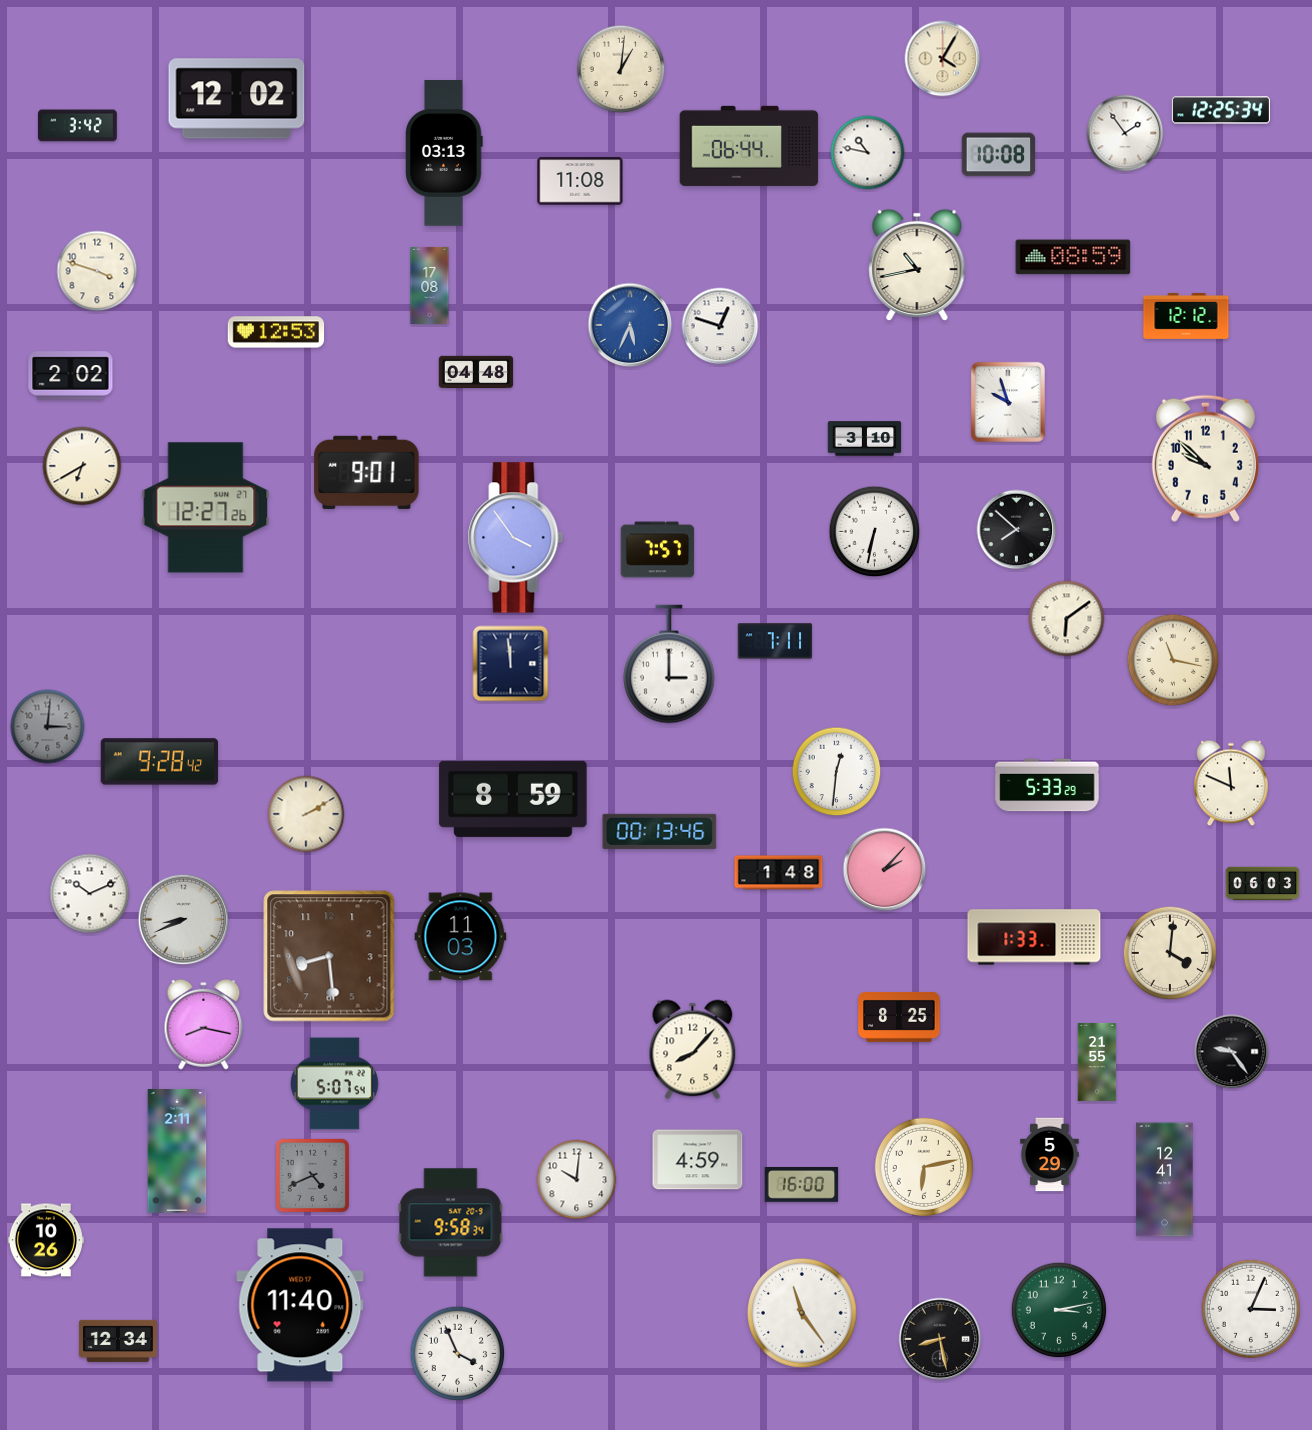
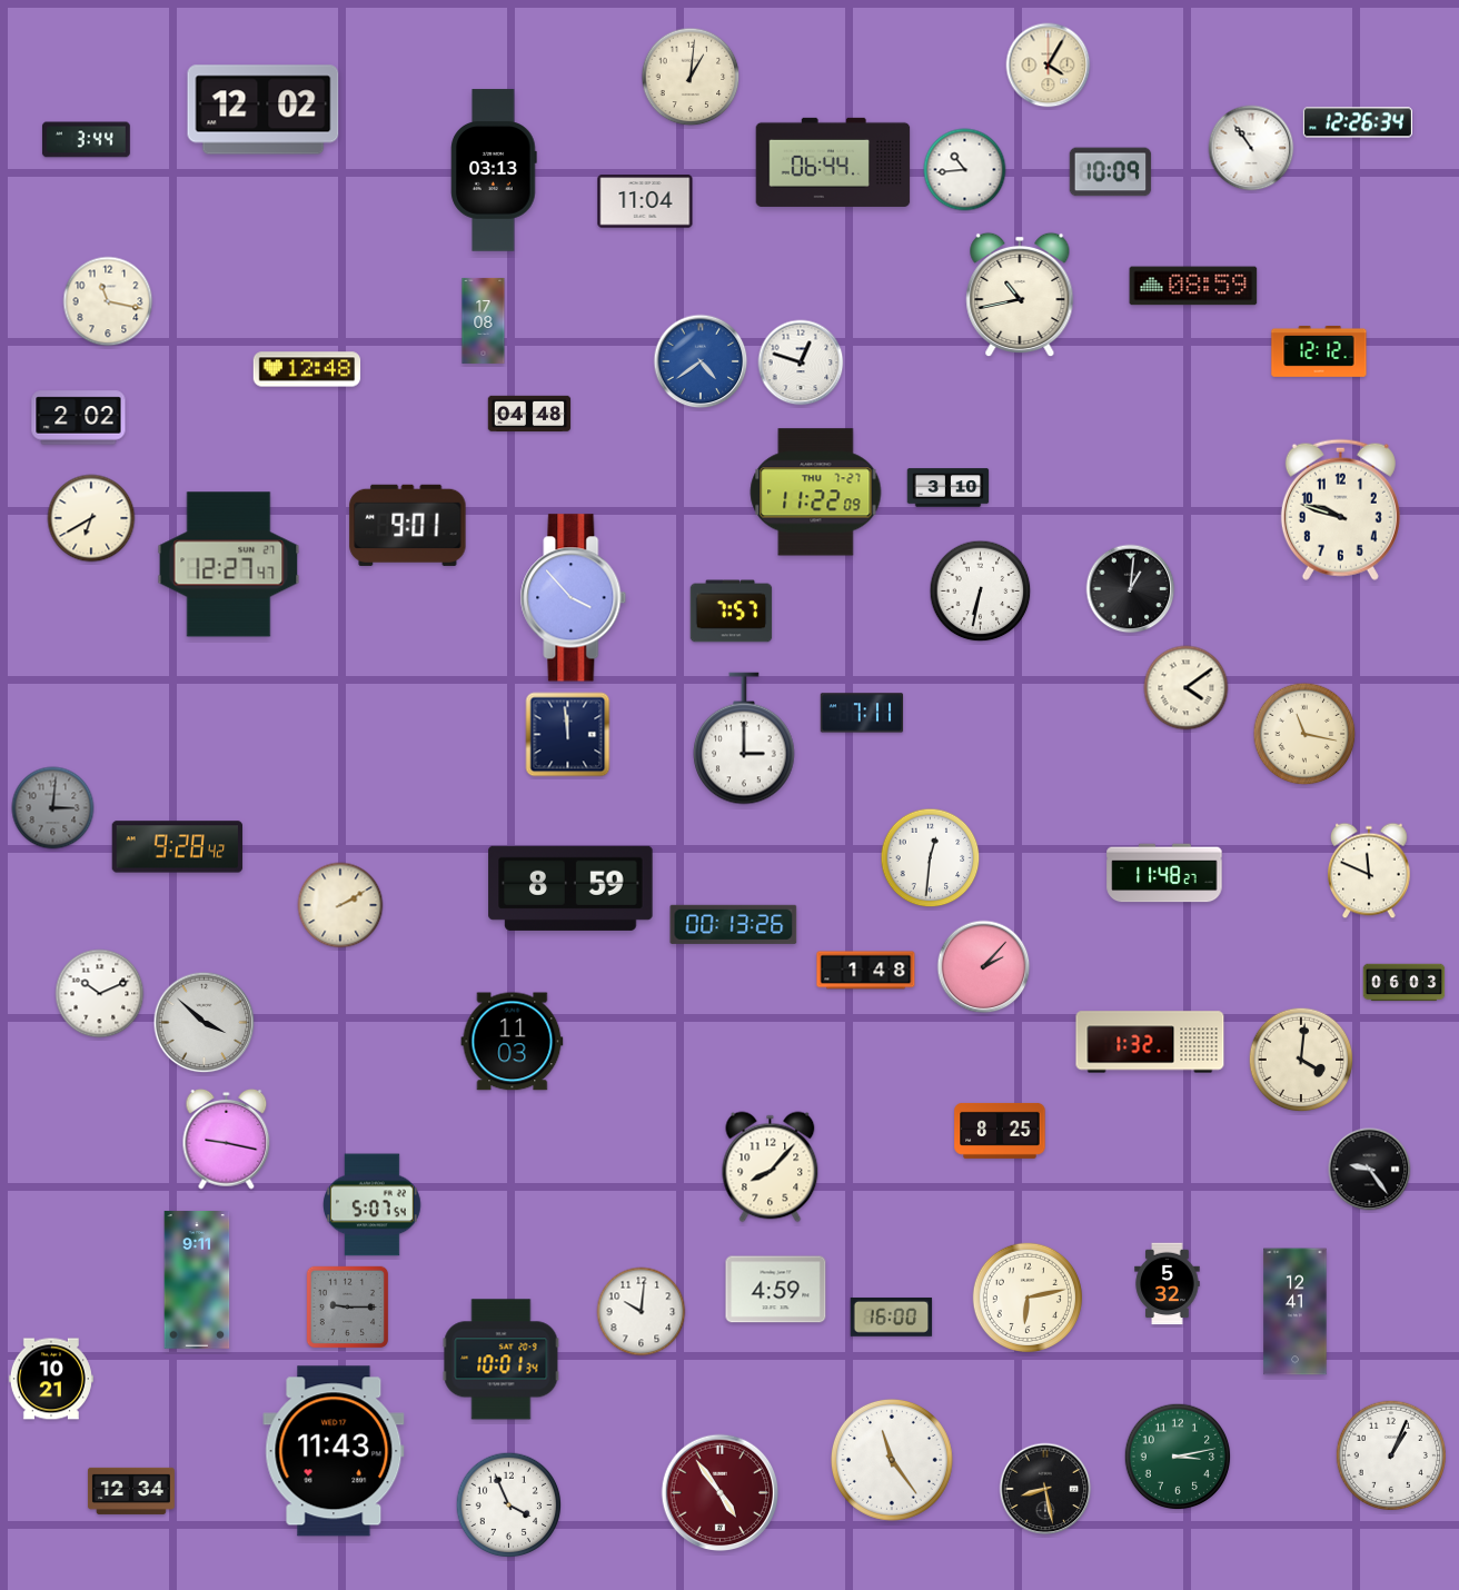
clock at (1221, 110): 12:25 -> 12:26
clock at (77, 126): 3:42 -> 3:44
clock at (1125, 133): 1:54 -> 10:54
clock at (868, 153): 10:47 -> 10:44
clock at (999, 155): 10:08 -> 10:09
clock at (580, 181): 11:08 -> 11:04
clock at (97, 271): 3:48 -> 11:17
clock at (430, 285) position: (430, 285) -> (484, 320)
clock at (630, 325): 5:34 -> 4:39
clock at (276, 332): 12:53 -> 12:48
clock at (1008, 402): 9:57 -> none
clock at (865, 439) position: (865, 439) -> (949, 488)
clock at (816, 493): none -> 11:22
clock at (1205, 458): 9:52 -> 9:48
clock at (206, 508): 12:27:26 -> 12:27:47
clock at (1017, 530): 7:52 -> 1:01
clock at (875, 532) position: (875, 532) -> (981, 592)
clock at (516, 538): 3:54 -> 3:53
clock at (1067, 619): 6:09 -> 4:09
clock at (511, 664) position: (511, 664) -> (568, 735)
clock at (1047, 785): 5:33 -> 11:48
clock at (660, 831): 00:13:46 -> 00:13:26
clock at (184, 920): 8:41 -> 3:52
clock at (1034, 937): 1:33 -> 1:32
clock at (329, 956): 8:29 -> none
clock at (204, 1024): 8:17 -> 9:17
clock at (1097, 1063): 21:55 -> none
clock at (177, 1151): 2:11 -> 9:11
clock at (1050, 1155): 5:29 -> 5:32
clock at (312, 1175): 4:41 -> 9:15
clock at (451, 1223): 9:58 -> 10:01
clock at (46, 1240): 10:26 -> 10:21
clock at (300, 1305): 11:40 -> 11:43
clock at (1251, 1309): 3:04 -> 1:04
clock at (721, 1493): none -> 4:54
